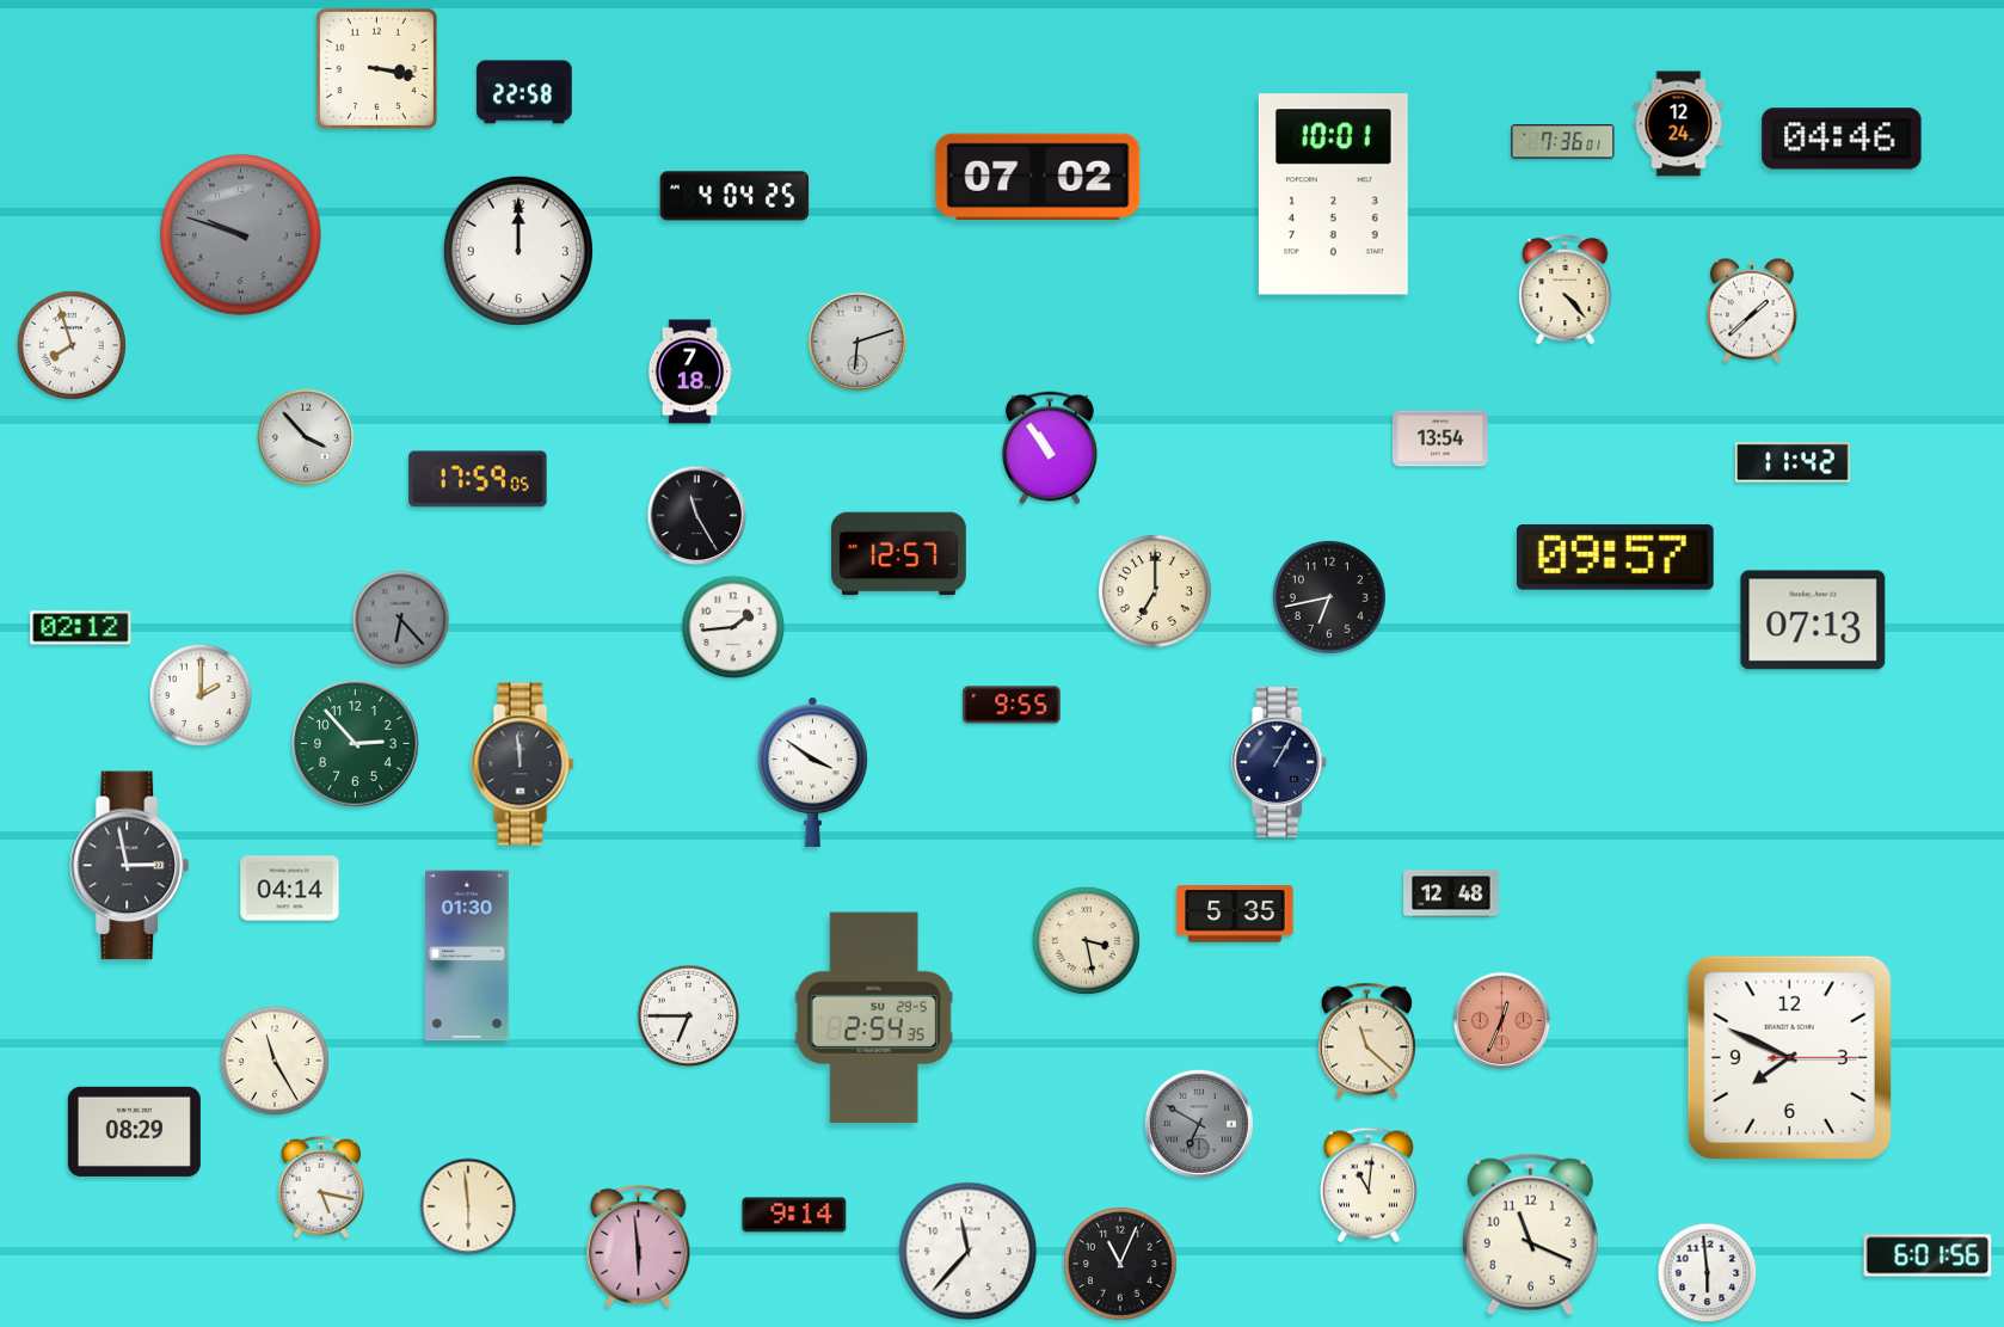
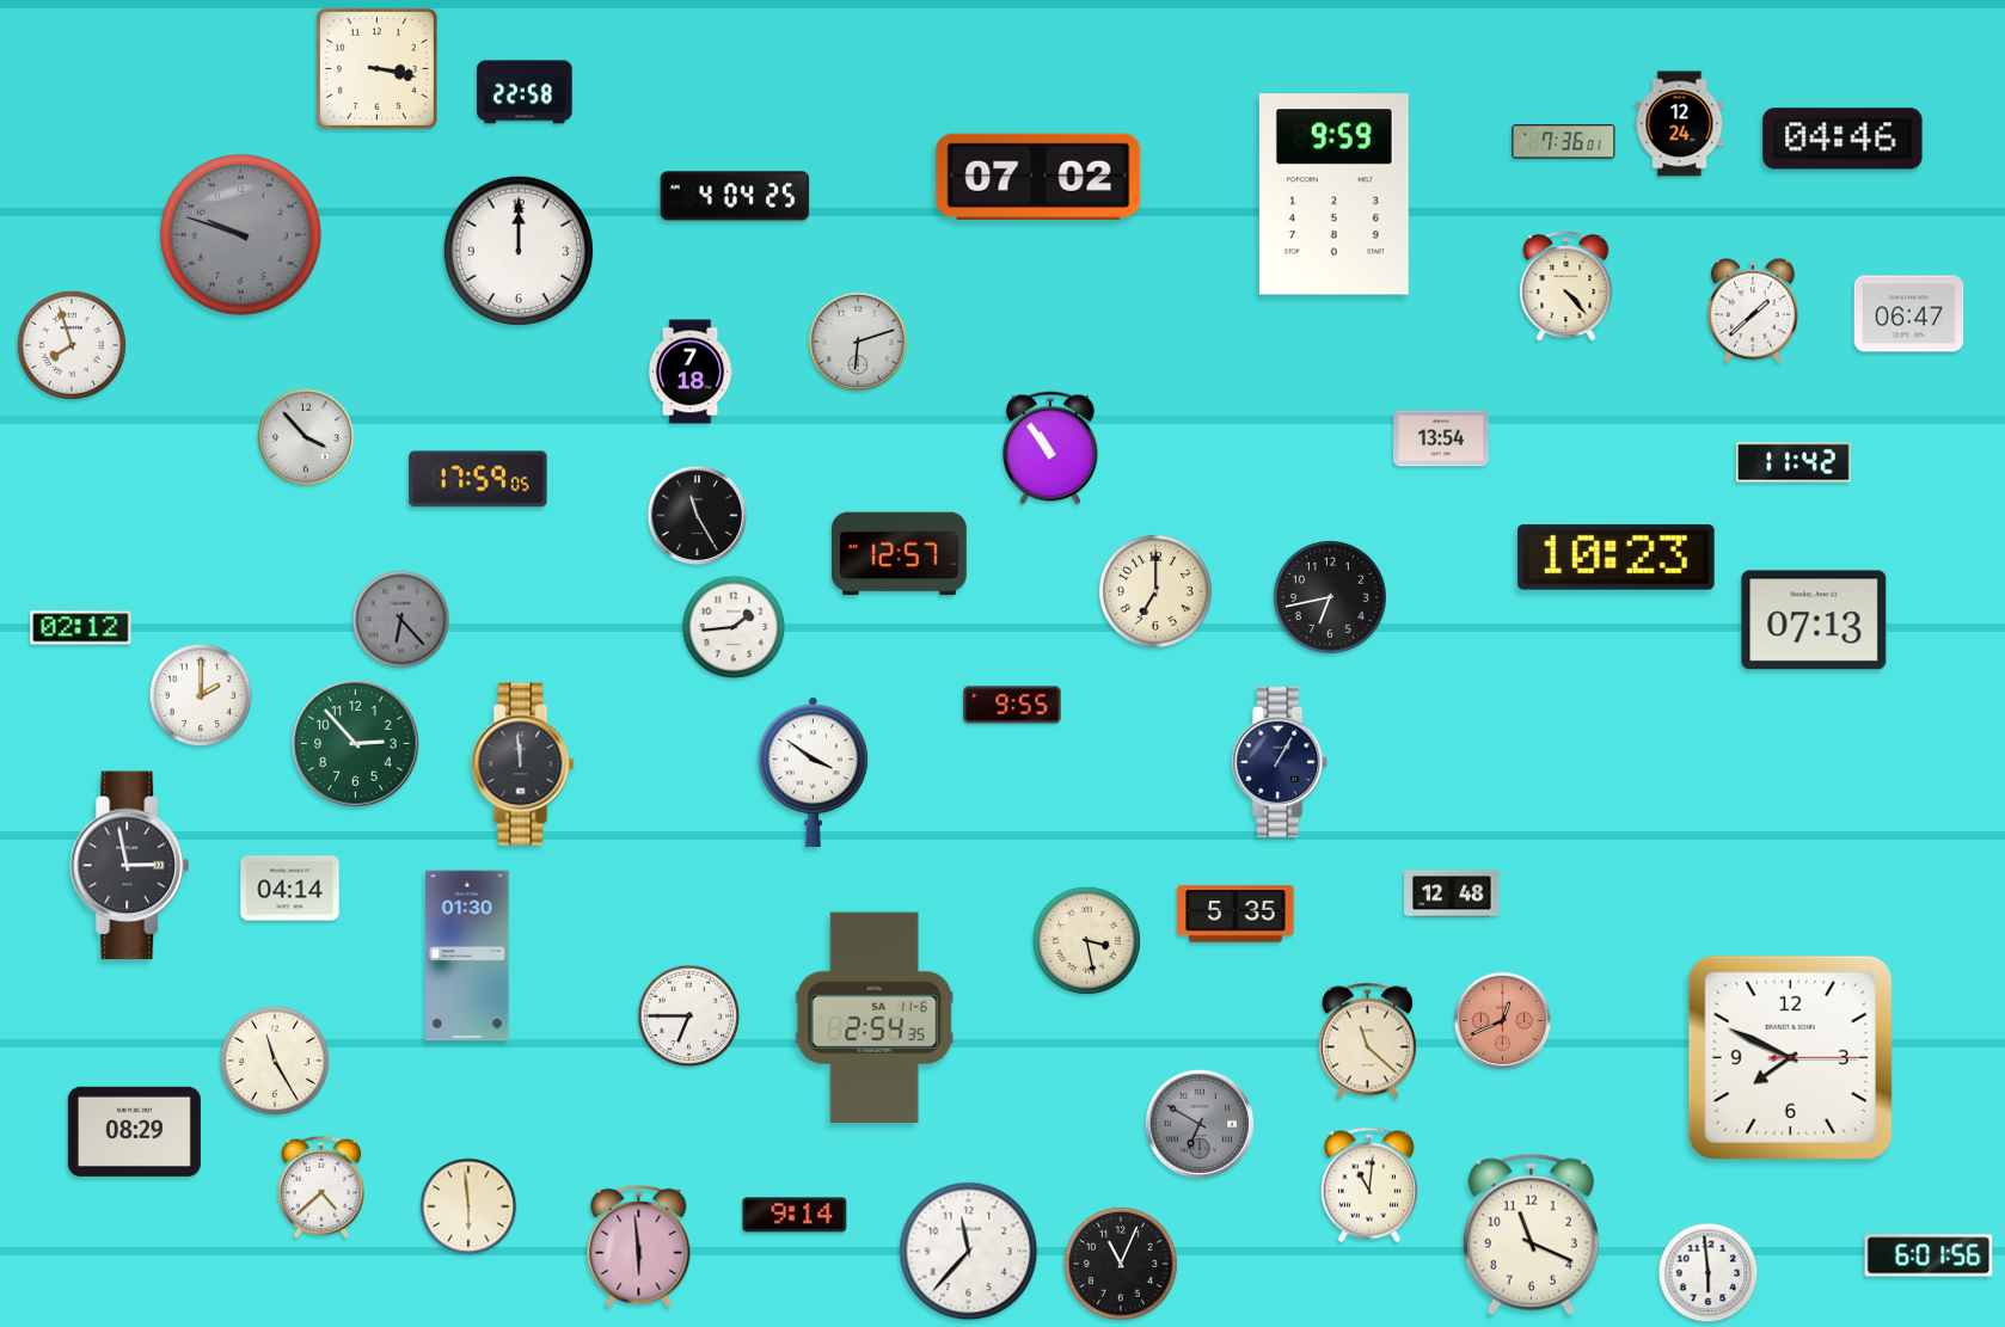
clock at (1333, 195): 10:01 -> 9:59
clock at (1566, 290) position: (1566, 290) -> (1566, 287)
clock at (1909, 314): none -> 06:47
clock at (1615, 557): 09:57 -> 10:23
clock at (874, 1018) date: SU 29-5 -> SA 11-6
clock at (1502, 1021): 12:34 -> 12:41
clock at (320, 1187): 5:17 -> 4:38
